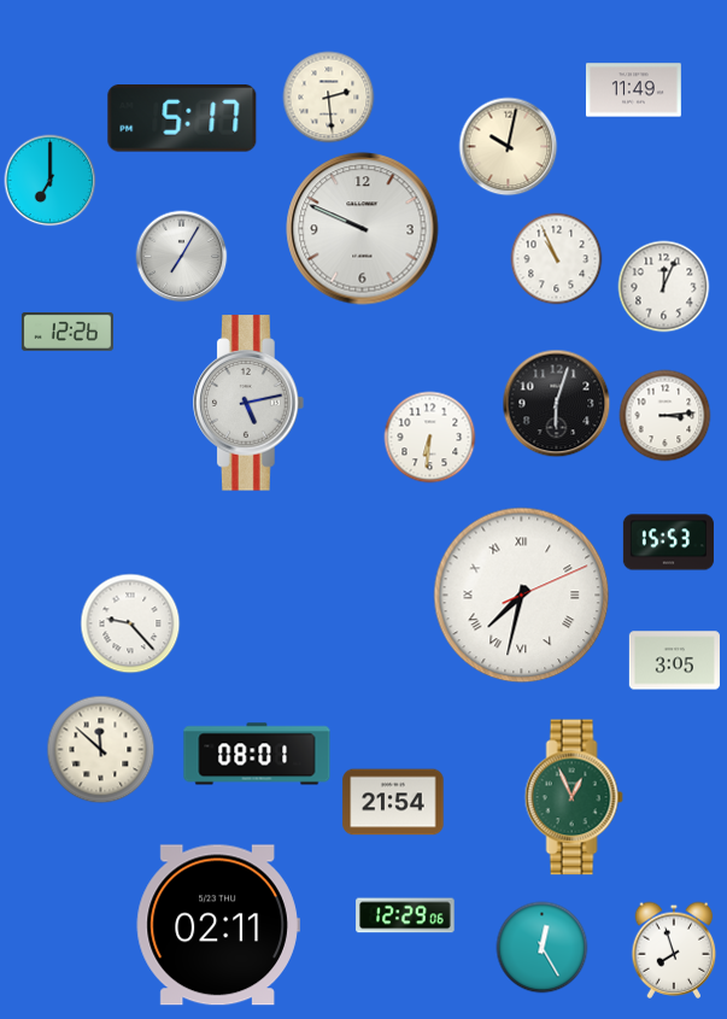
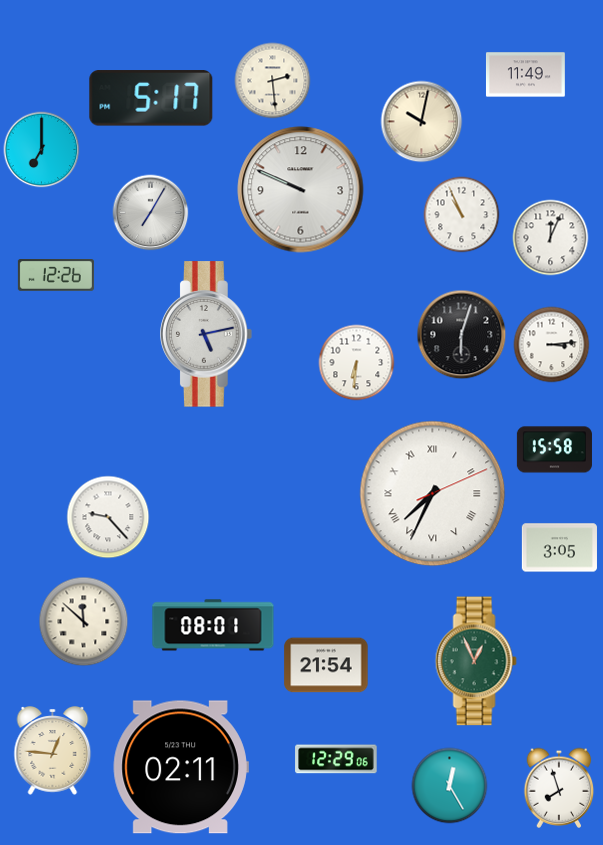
clock at (668, 543): 15:53 -> 15:58
clock at (522, 596): 7:32 -> 7:34
clock at (53, 751): none -> 12:46
